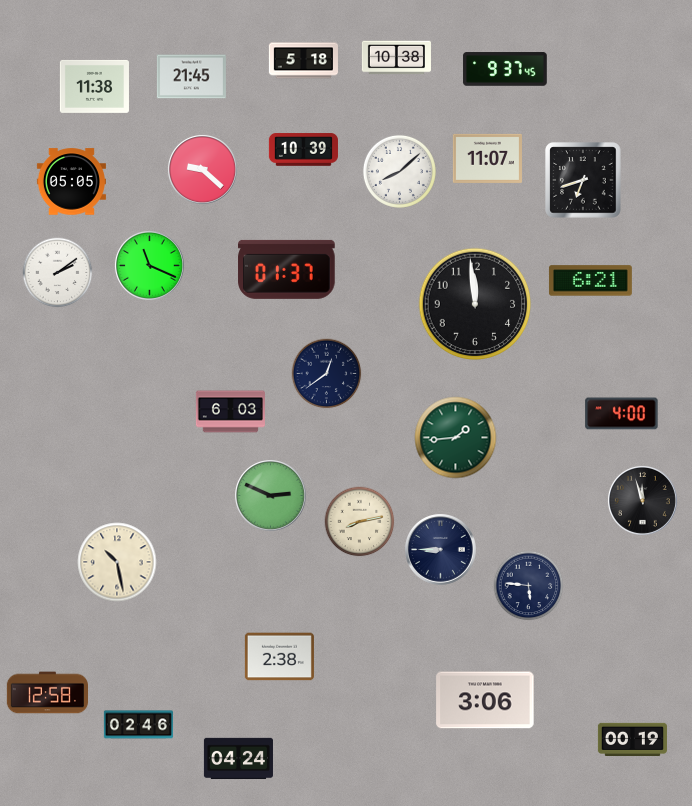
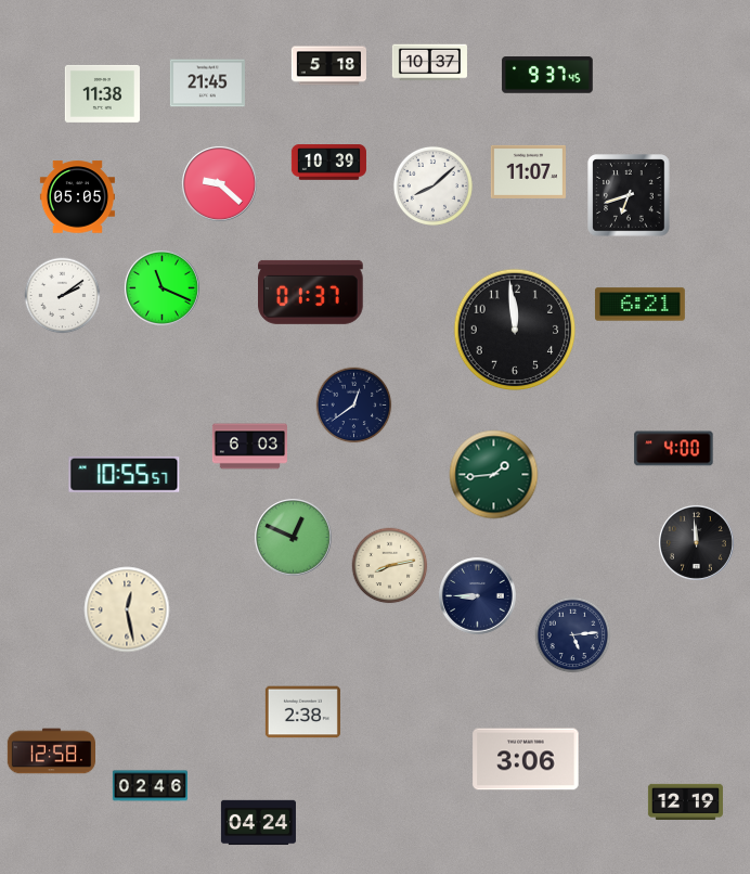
clock at (396, 58): 10:38 -> 10:37
clock at (583, 180) position: (583, 180) -> (629, 195)
clock at (125, 474): none -> 10:55
clock at (271, 496): 2:49 -> 12:49
clock at (642, 500): 11:57 -> 11:59
clock at (117, 562): 10:28 -> 12:28
clock at (529, 586): 5:46 -> 5:14
clock at (632, 739): 00:19 -> 12:19
